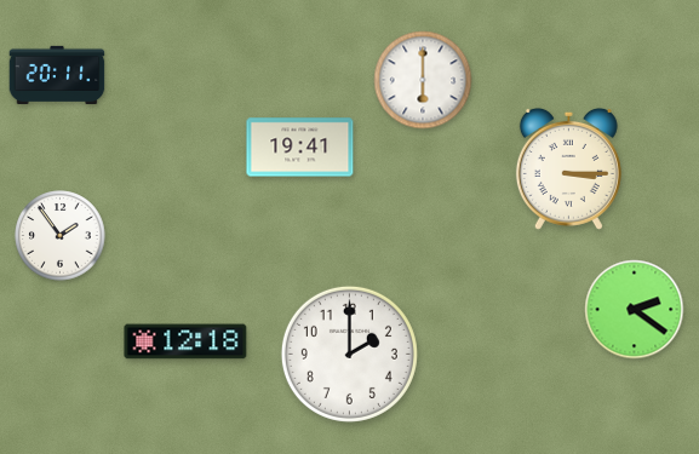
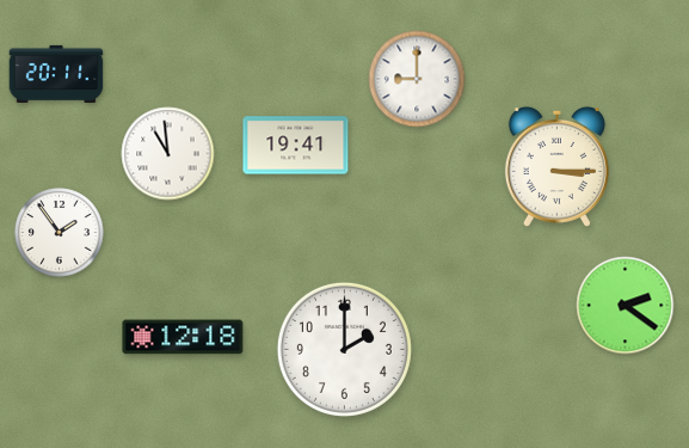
clock at (423, 80): 6:00 -> 9:00
clock at (168, 154): none -> 10:59
clock at (568, 168) position: (568, 168) -> (556, 166)
